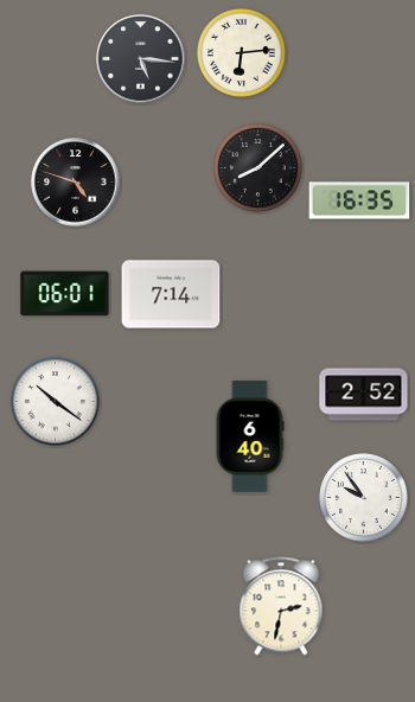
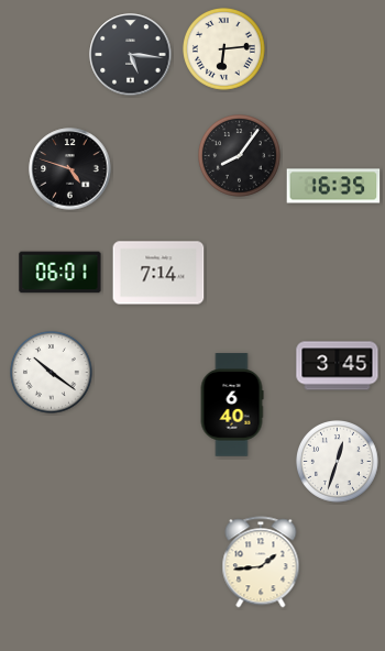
clock at (258, 168): 8:08 -> 8:06
clock at (364, 395): 2:52 -> 3:45
clock at (364, 498): 9:54 -> 12:33
clock at (281, 606): 2:32 -> 1:44
